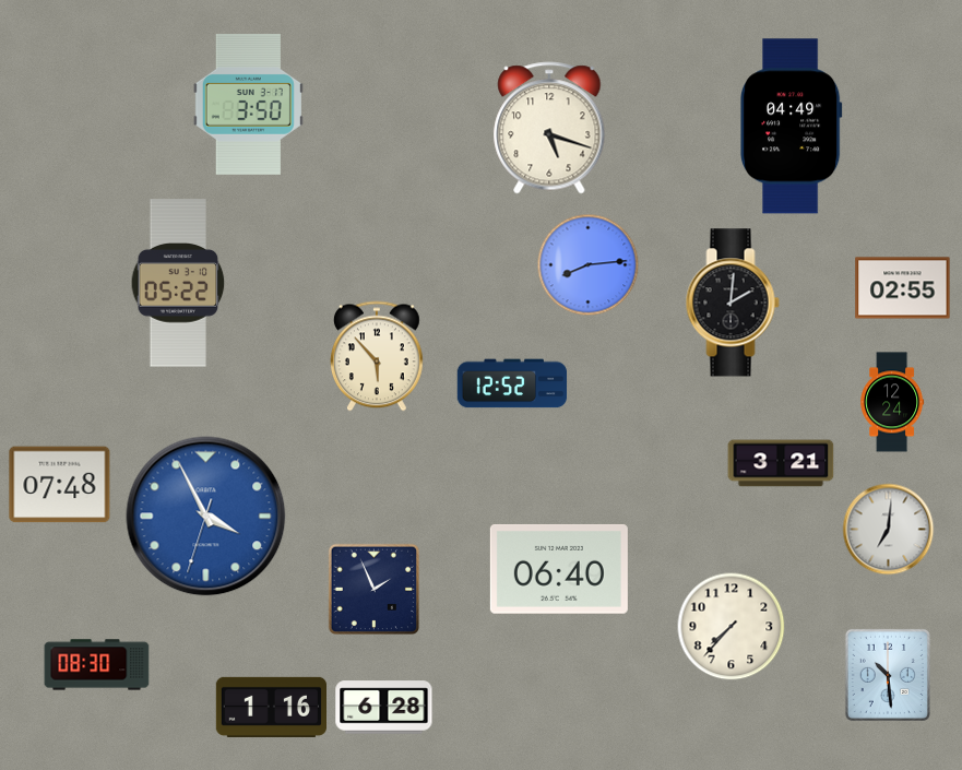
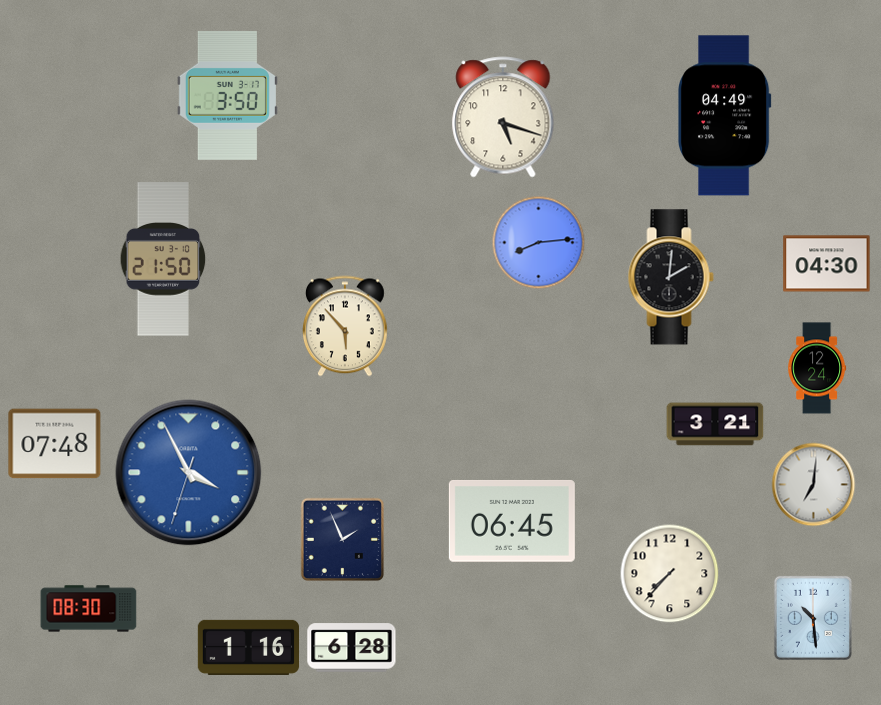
clock at (178, 283): 05:22 -> 21:50
clock at (903, 288): 02:55 -> 04:30
clock at (512, 383): 12:52 -> none
clock at (559, 569): 06:40 -> 06:45
